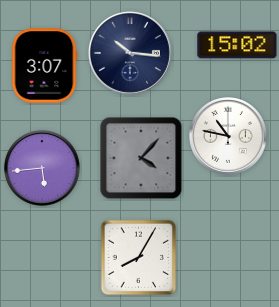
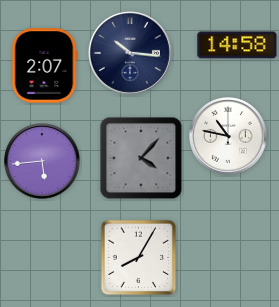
clock at (237, 45): 15:02 -> 14:58
clock at (44, 66): 3:07 -> 2:07
clock at (43, 169) position: (43, 169) -> (43, 162)
